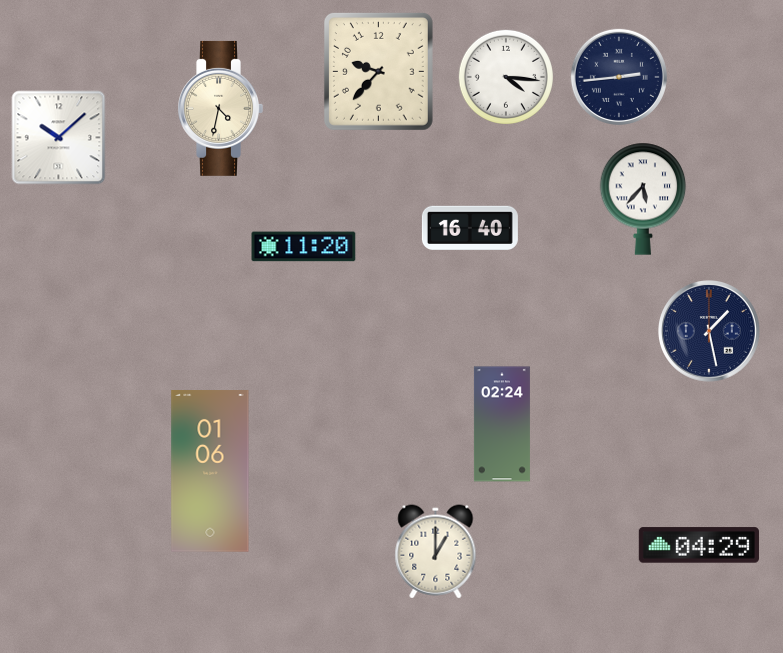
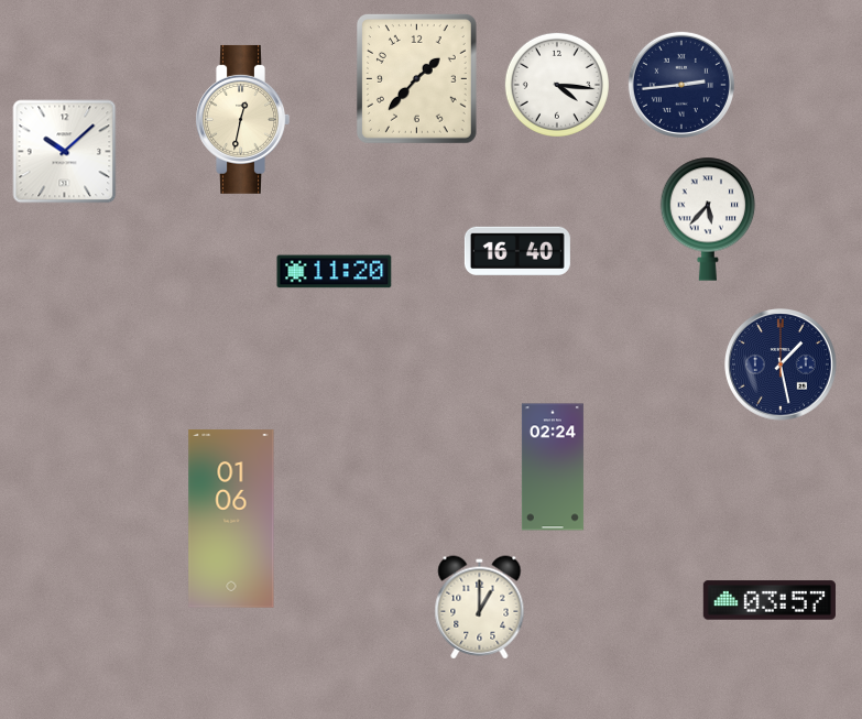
clock at (378, 71): 9:37 -> 1:37
clock at (220, 108): 4:32 -> 12:32
clock at (699, 545): 04:29 -> 03:57
